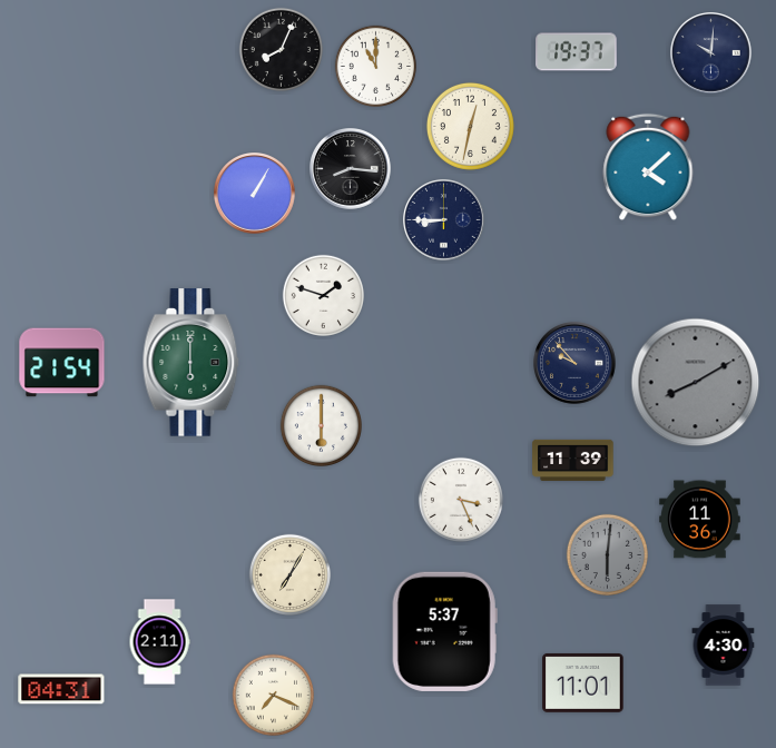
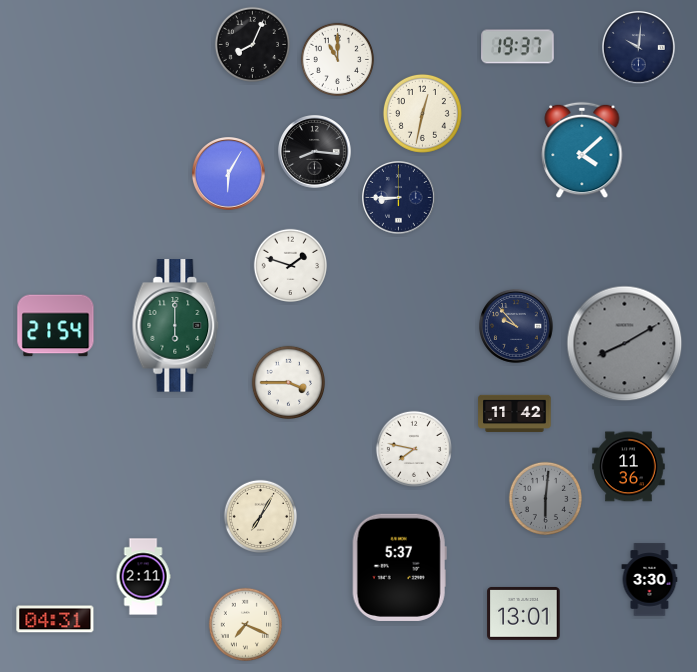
clock at (255, 194): 1:05 -> 6:05
clock at (191, 363) position: (191, 363) -> (176, 326)
clock at (321, 425): 6:00 -> 3:45
clock at (573, 460): 11:39 -> 11:42
clock at (461, 500): 3:26 -> 7:47
clock at (724, 646): 4:30 -> 3:30
clock at (583, 682): 11:01 -> 13:01
